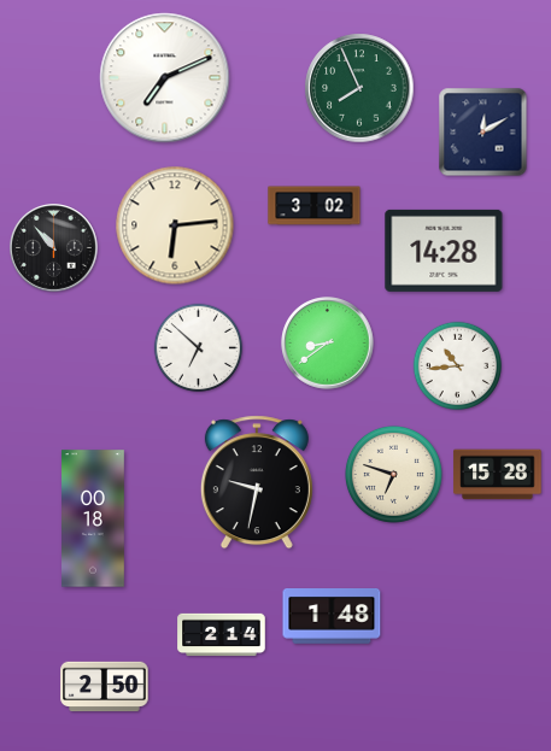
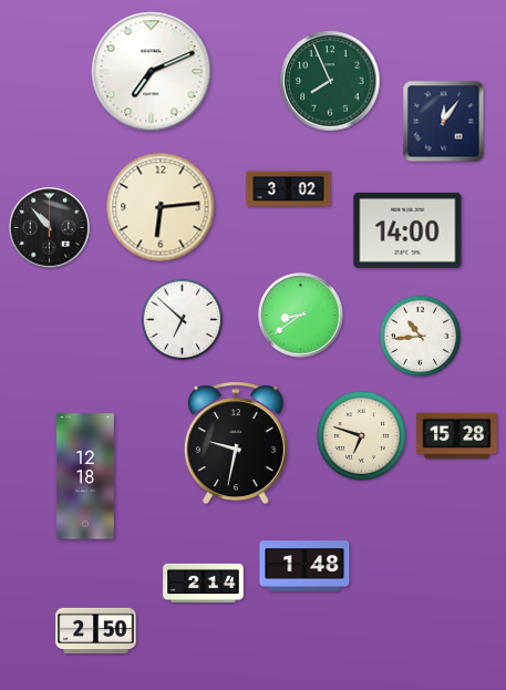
clock at (483, 133): 12:10 -> 12:06
clock at (444, 251): 14:28 -> 14:00
clock at (94, 518): 00:18 -> 12:18
